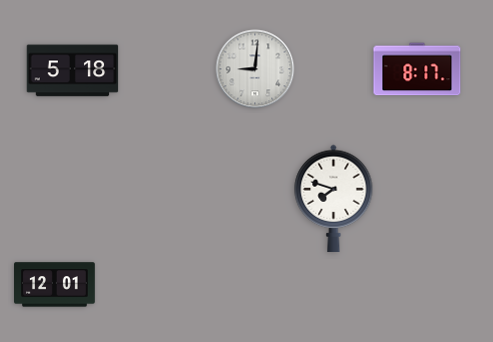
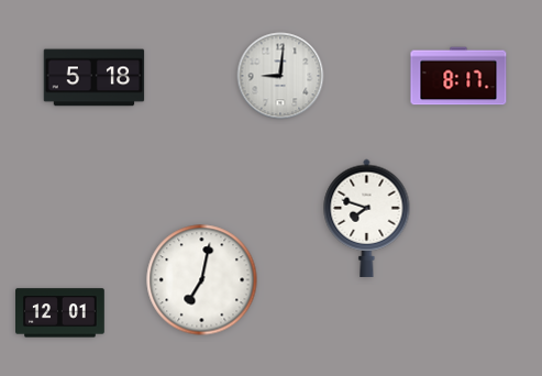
clock at (73, 71) position: (73, 71) -> (95, 78)
clock at (202, 280): none -> 7:02
